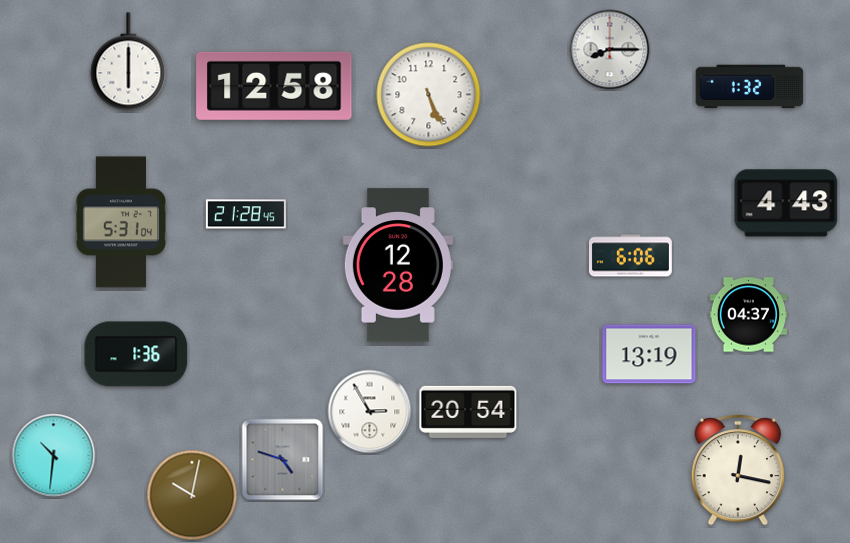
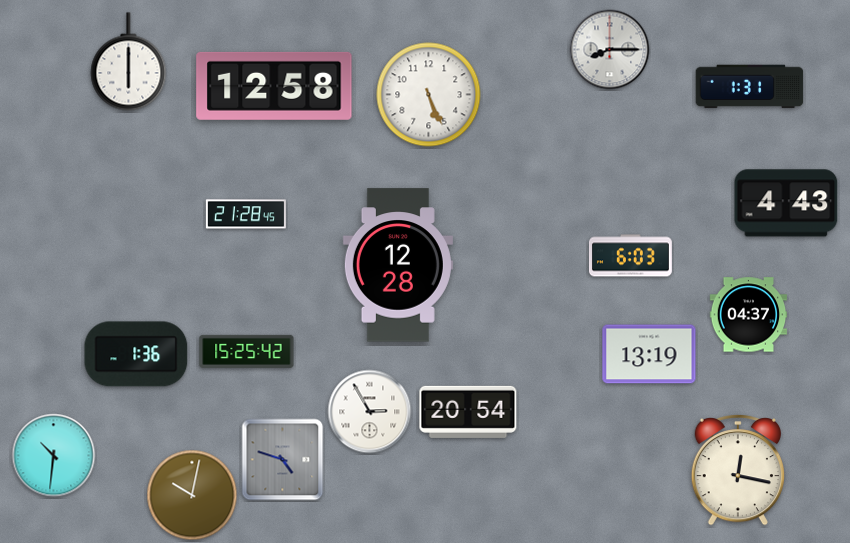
clock at (750, 87): 1:32 -> 1:31
clock at (120, 222): 5:31 -> none
clock at (630, 256): 6:06 -> 6:03
clock at (247, 351): none -> 15:25
